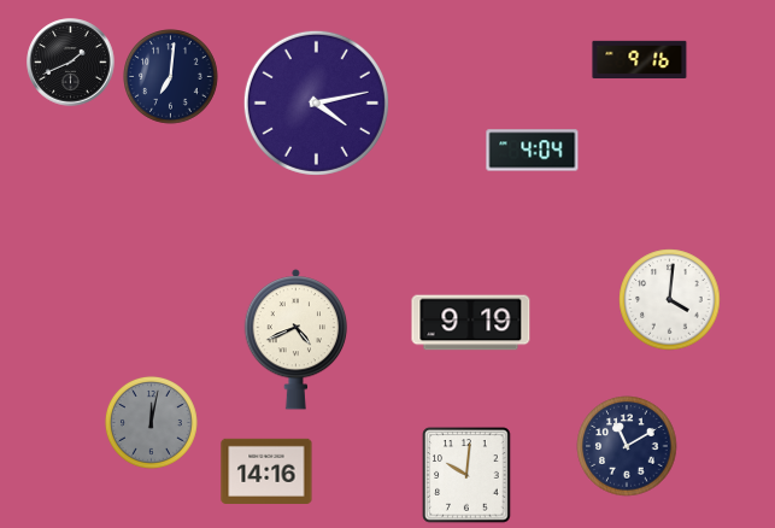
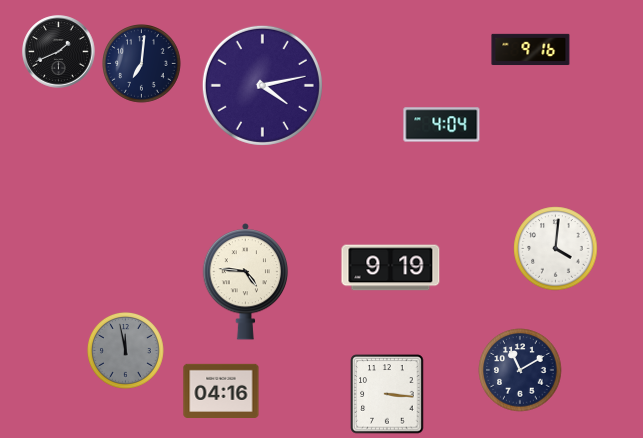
clock at (297, 340): 4:41 -> 4:46
clock at (151, 422): 12:02 -> 11:58
clock at (266, 470): 14:16 -> 04:16
clock at (466, 475): 10:01 -> 3:16
